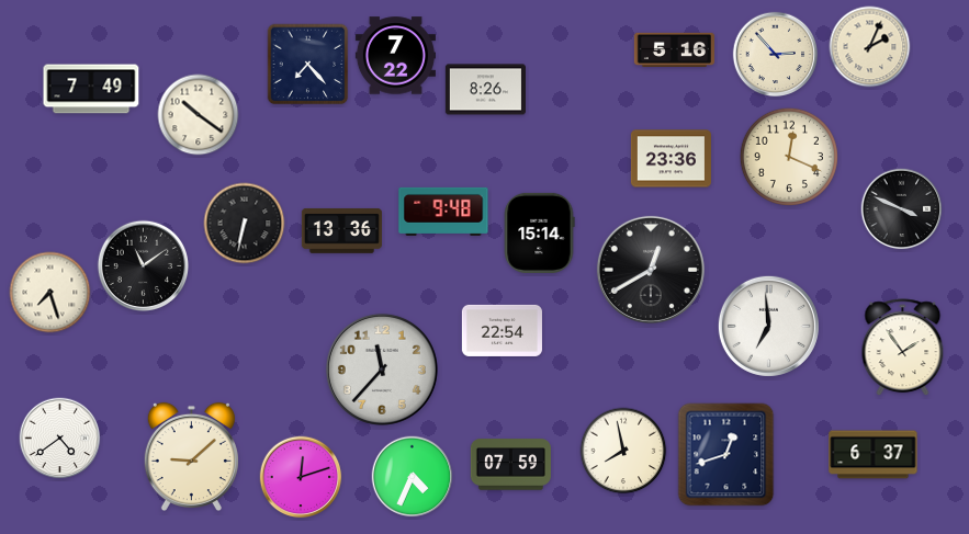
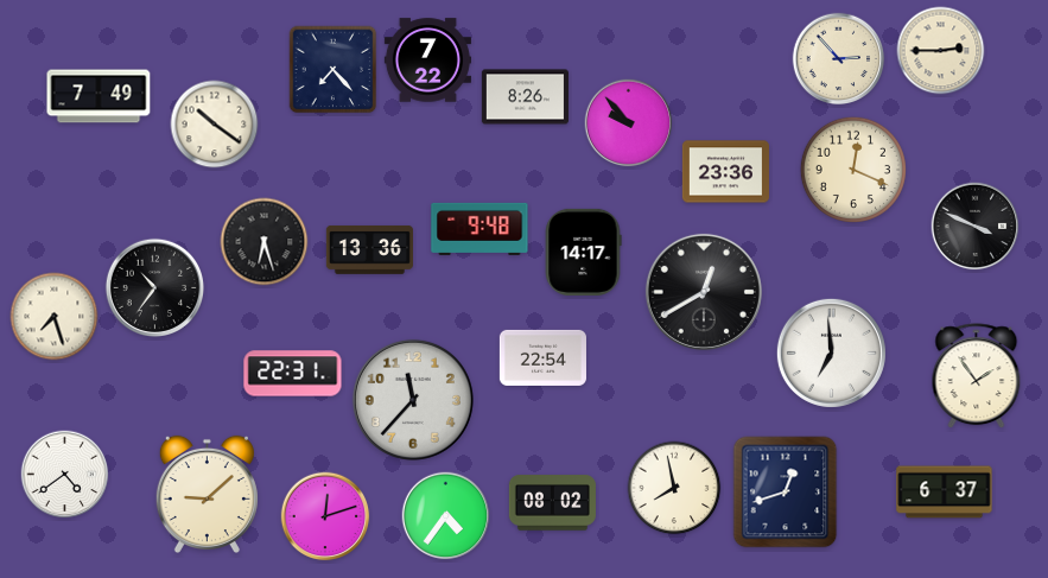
clock at (870, 47): 2:04 -> 2:45
clock at (674, 49): 5:16 -> none
clock at (629, 123): none -> 9:53
clock at (245, 224): 6:32 -> 6:27
clock at (539, 232): 15:14 -> 14:17
clock at (143, 265): 11:09 -> 10:36
clock at (293, 374): none -> 22:31
clock at (510, 465): 07:59 -> 08:02
clock at (413, 477): 4:34 -> 4:36
